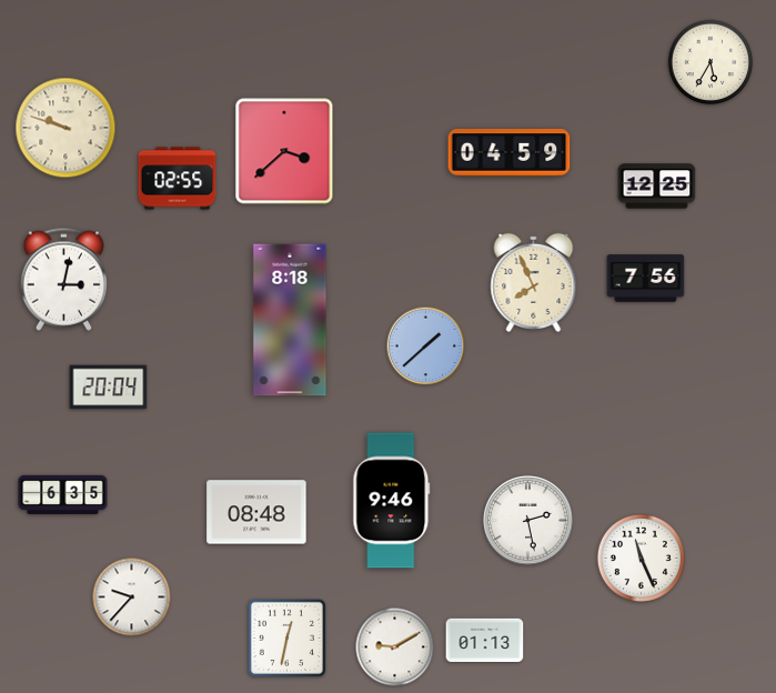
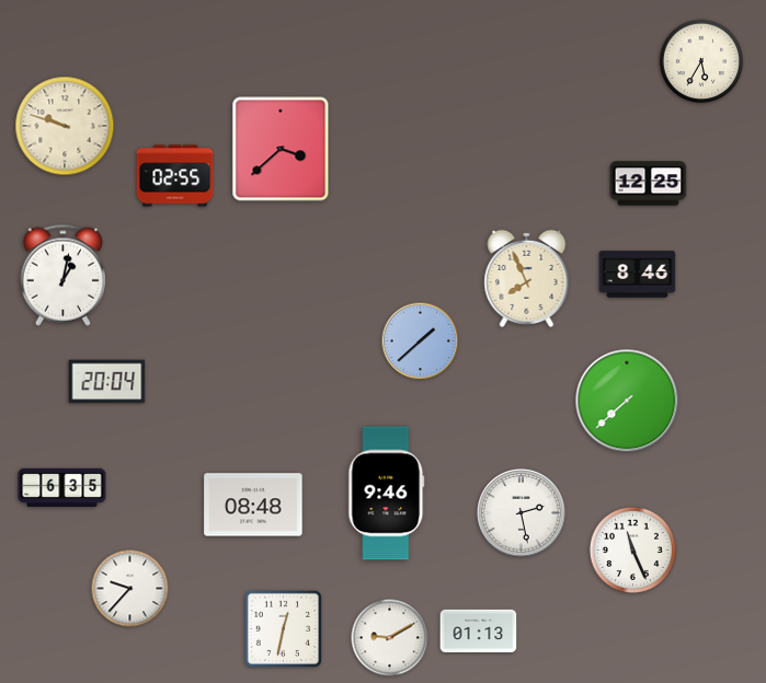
clock at (510, 153): 04:59 -> none
clock at (63, 279): 3:02 -> 1:02
clock at (646, 279): 7:56 -> 8:46
clock at (290, 320): 8:18 -> none
clock at (627, 401): none -> 7:38
